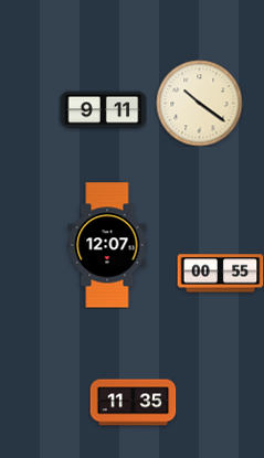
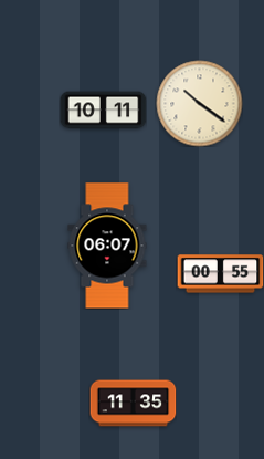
clock at (103, 110): 9:11 -> 10:11
clock at (107, 245): 12:07 -> 06:07
